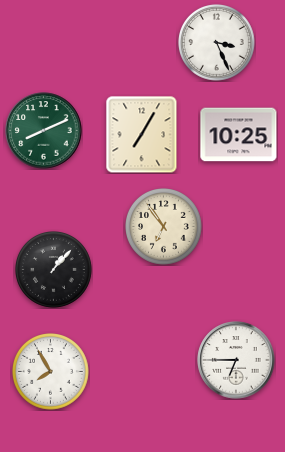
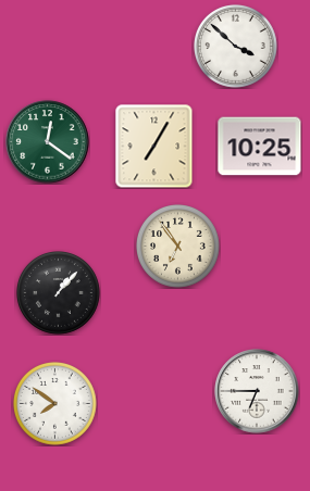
clock at (217, 43): 3:26 -> 3:52
clock at (44, 131): 8:11 -> 12:21
clock at (51, 372): 7:55 -> 7:51
